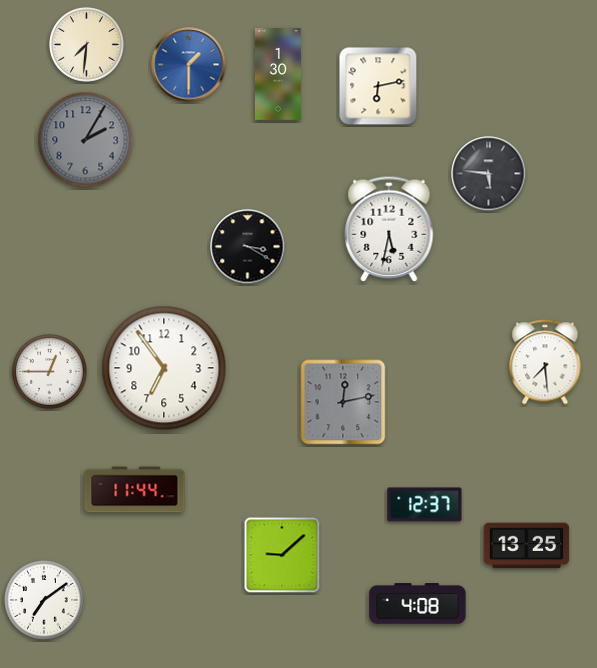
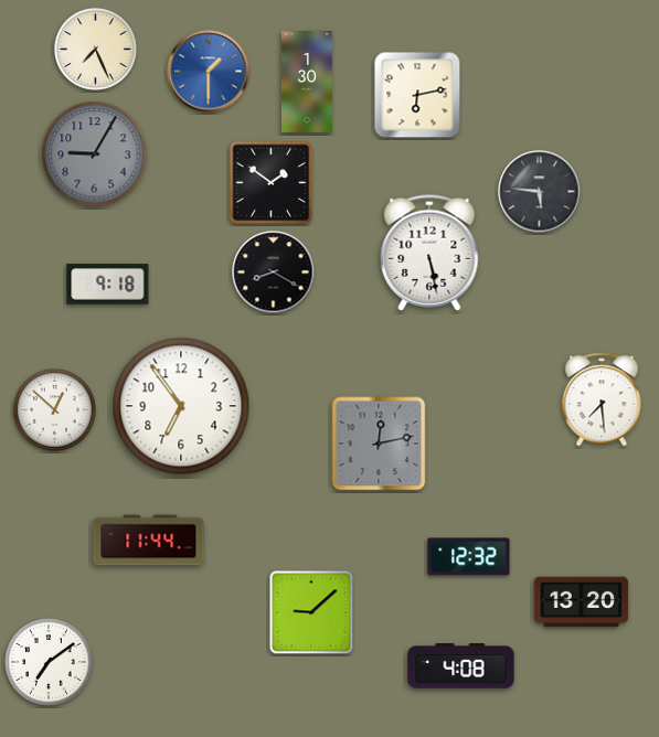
clock at (87, 45): 7:31 -> 7:26
clock at (86, 140): 2:05 -> 9:05
clock at (272, 183): none -> 1:51
clock at (389, 229): 5:32 -> 5:28
clock at (248, 247): 3:20 -> 8:20
clock at (108, 285): none -> 9:18
clock at (50, 372): 12:45 -> 12:52
clock at (425, 505): 12:37 -> 12:32
clock at (527, 546): 13:25 -> 13:20
